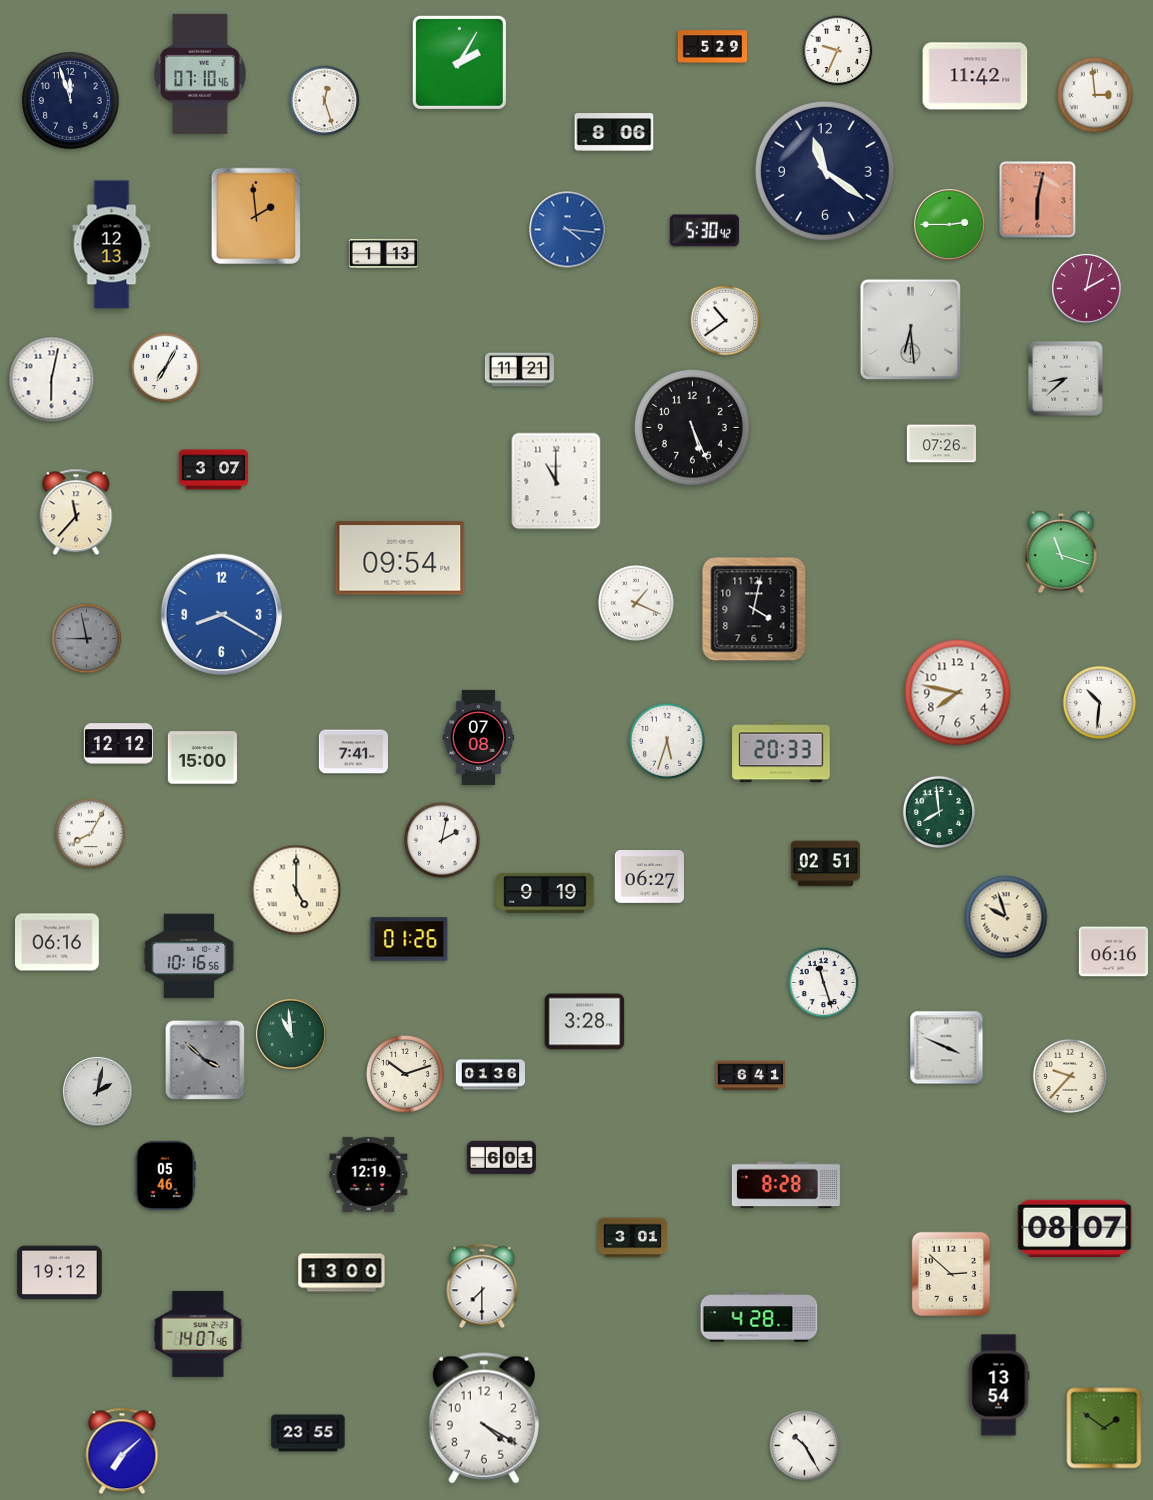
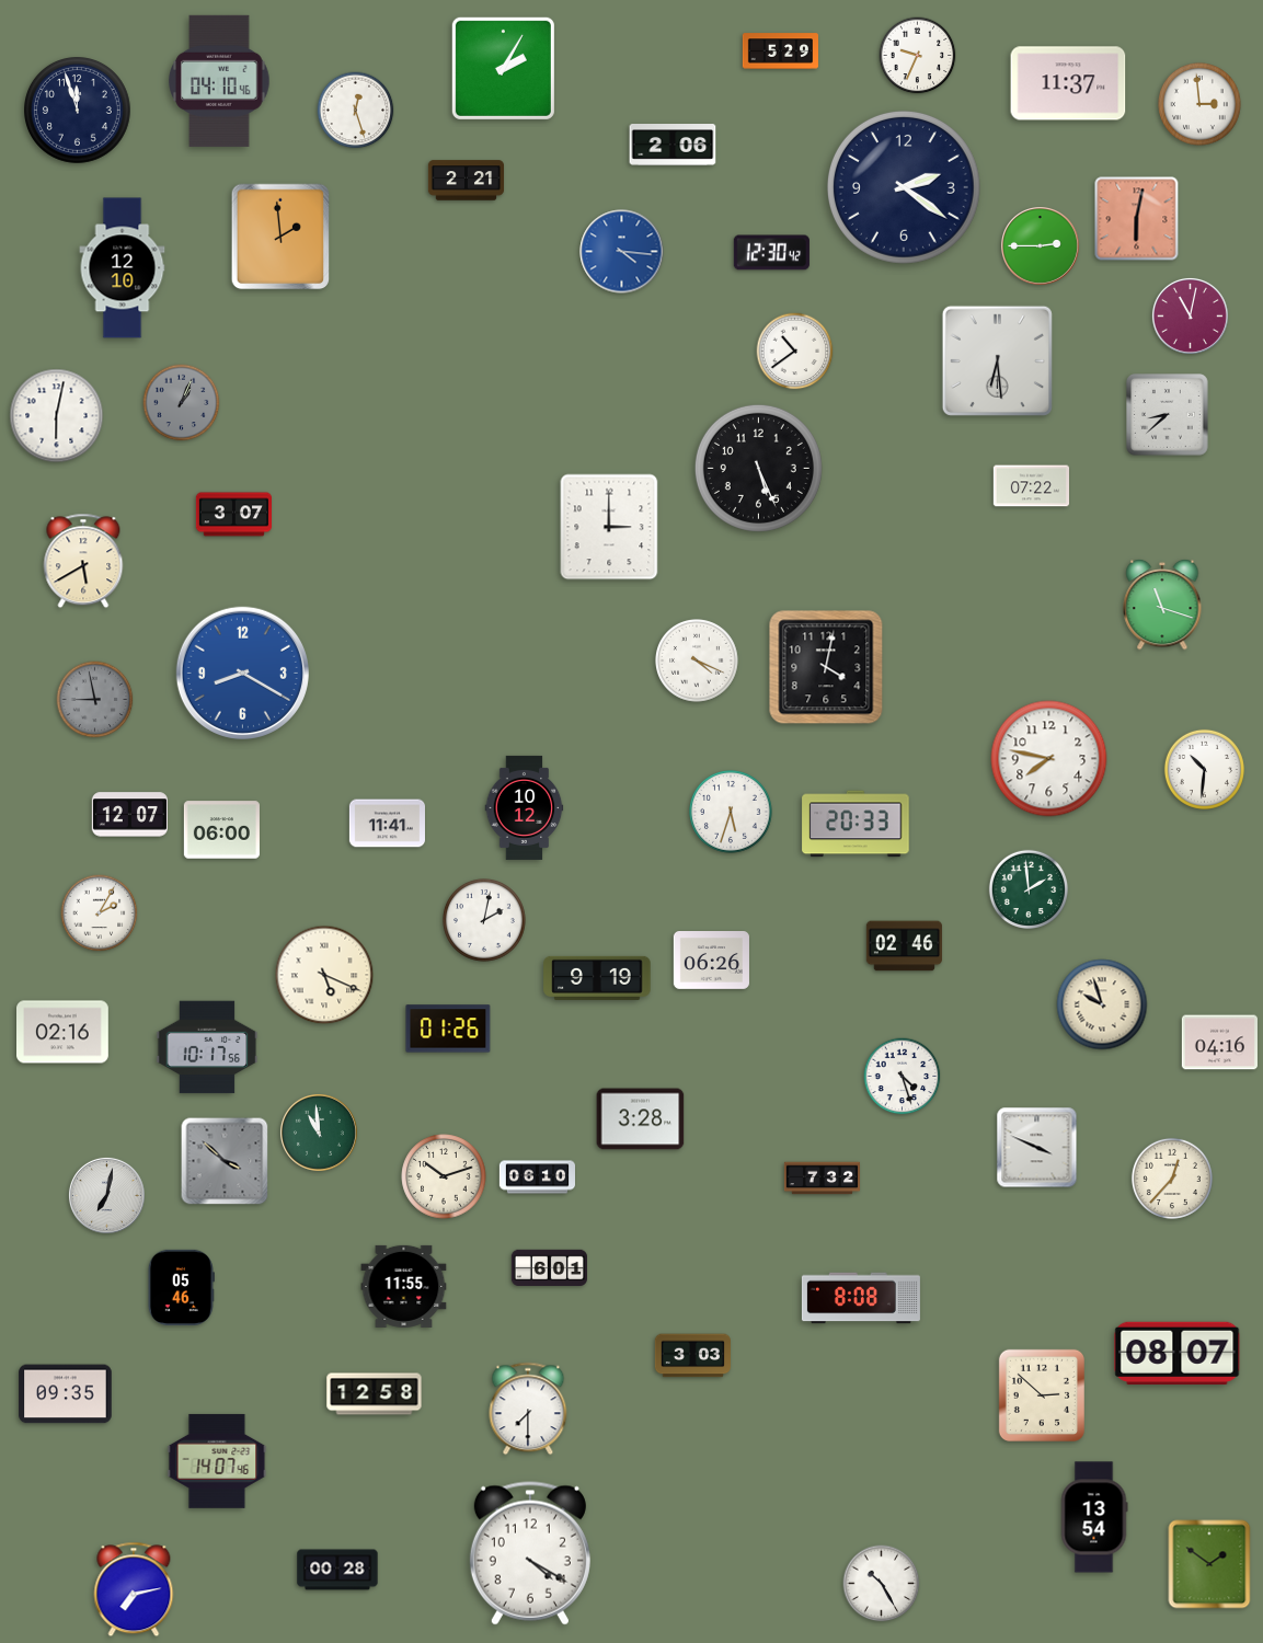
clock at (200, 74): 07:10 -> 04:10
clock at (975, 76): 11:42 -> 11:37
clock at (614, 132): 8:06 -> 2:06
clock at (466, 181): none -> 2:21
clock at (825, 171): 11:21 -> 2:21
clock at (704, 231): 5:30 -> 12:30
clock at (112, 245): 12:13 -> 12:10
clock at (383, 253): 1:13 -> none
clock at (1086, 288): 2:02 -> 11:02
clock at (166, 368): 7:05 -> 1:04
clock at (166, 368) dial: white -> grey
clock at (519, 370): 11:21 -> none
clock at (941, 444): 07:26 -> 07:22
clock at (556, 481): 11:00 -> 3:00
clock at (76, 512): 11:37 -> 5:40
clock at (400, 558): 09:54 -> none
clock at (637, 604): 1:19 -> 4:19
clock at (479, 737): 07:08 -> 10:12
clock at (118, 744): 12:12 -> 12:07
clock at (353, 752): 7:41 -> 11:41
clock at (202, 758): 15:00 -> 06:00
clock at (939, 812): 7:59 -> 1:59
clock at (91, 834): 8:05 -> 2:05
clock at (825, 864): 02:51 -> 02:46
clock at (649, 877): 06:27 -> 06:26
clock at (296, 890): 5:00 -> 5:19
clock at (58, 942): 06:16 -> 02:16
clock at (1113, 952): 06:16 -> 04:16
clock at (189, 956): 10:16 -> 10:17
clock at (824, 983): 11:27 -> 4:27
clock at (490, 1075): 01:36 -> 06:10
clock at (750, 1076): 6:41 -> 7:32
clock at (1070, 1076): 9:37 -> 12:37
clock at (97, 1091): 2:02 -> 7:02
clock at (369, 1174): 12:19 -> 11:55
clock at (786, 1185): 8:28 -> 8:08
clock at (1075, 1229) position: (1075, 1229) -> (1178, 1354)
clock at (632, 1238): 3:01 -> 3:03
clock at (60, 1273): 19:12 -> 09:35
clock at (342, 1273): 13:00 -> 12:58
clock at (759, 1317): 4:28 -> none
clock at (308, 1433): 23:55 -> 00:28
clock at (122, 1451): 7:08 -> 7:13
